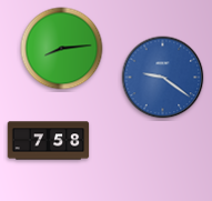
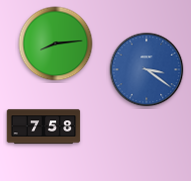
clock at (163, 78): 9:21 -> 3:21
